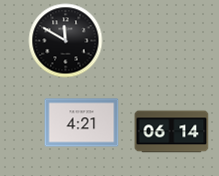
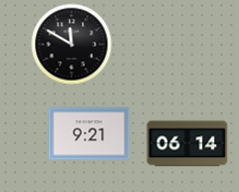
clock at (82, 123): 4:21 -> 9:21
